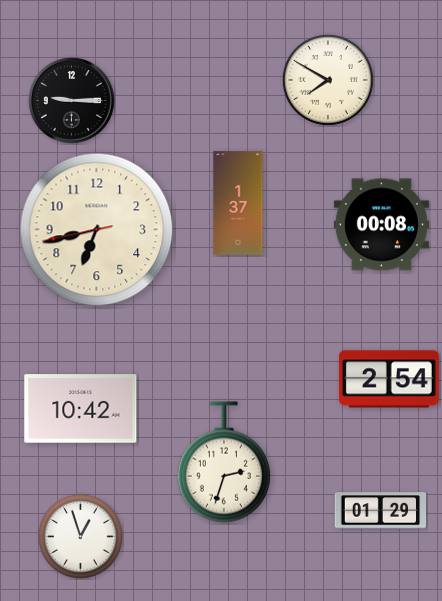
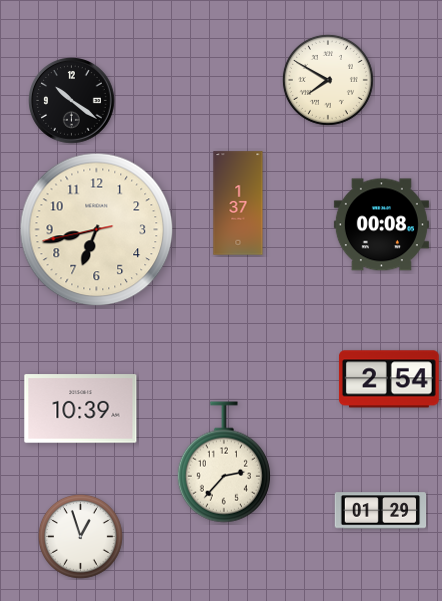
clock at (72, 101): 9:15 -> 10:21
clock at (81, 409): 10:42 -> 10:39
clock at (224, 462): 2:33 -> 2:37
